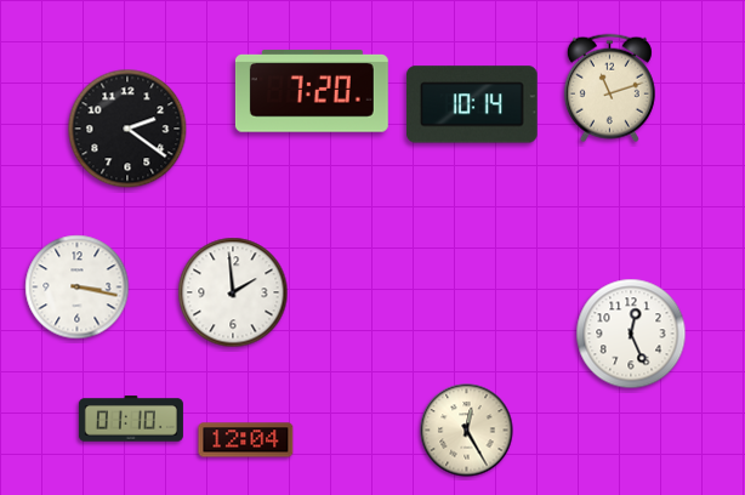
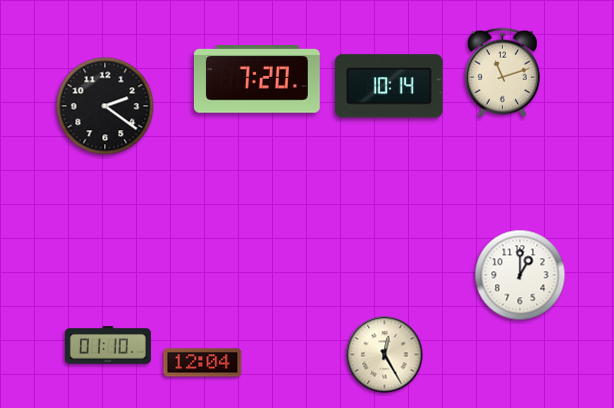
clock at (312, 91) position: (312, 91) -> (257, 79)
clock at (78, 288): 3:17 -> none
clock at (233, 292): 1:59 -> none
clock at (631, 334): 12:26 -> 1:00
